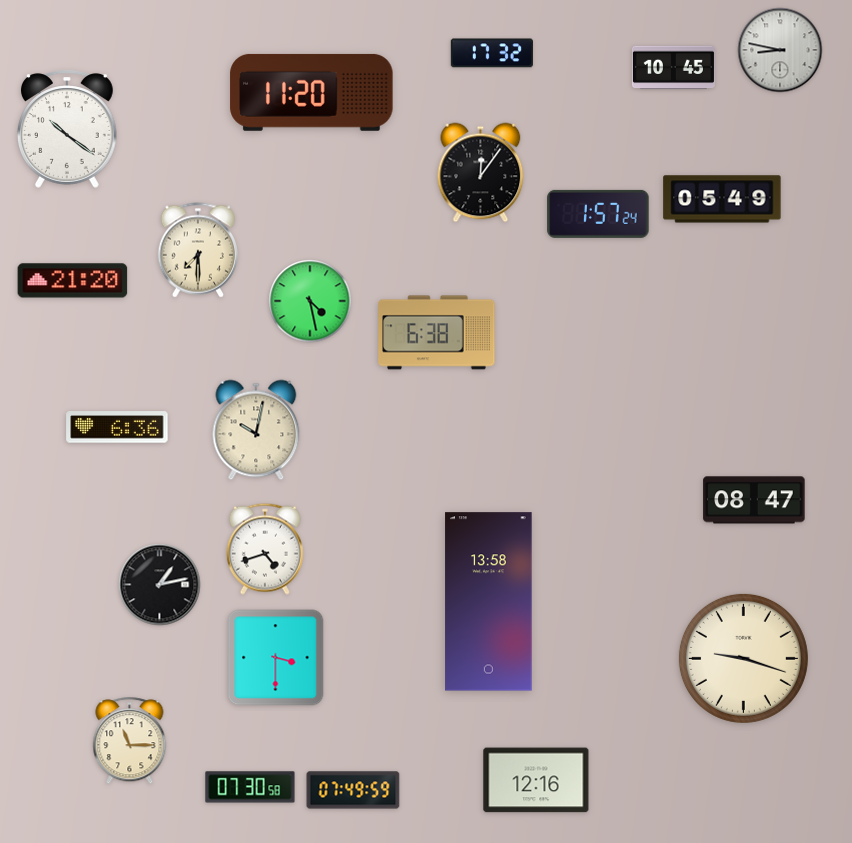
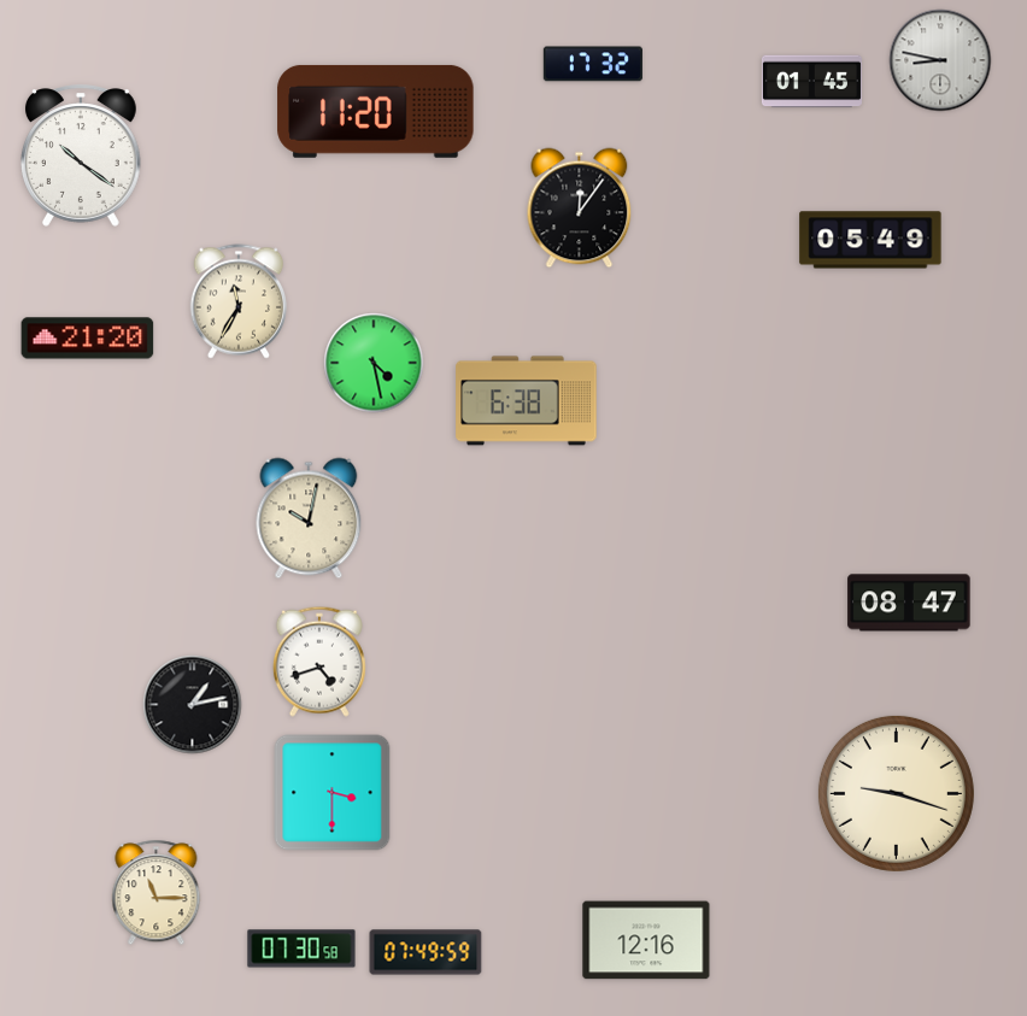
clock at (673, 68): 10:45 -> 01:45
clock at (598, 214): 1:57 -> none
clock at (197, 250): 7:30 -> 11:35
clock at (117, 427): 6:36 -> none
clock at (489, 602): 13:58 -> none
